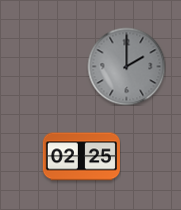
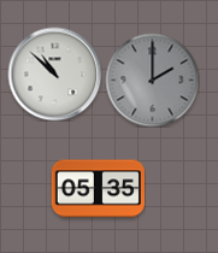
clock at (54, 73): none -> 10:52
clock at (81, 157): 02:25 -> 05:35
